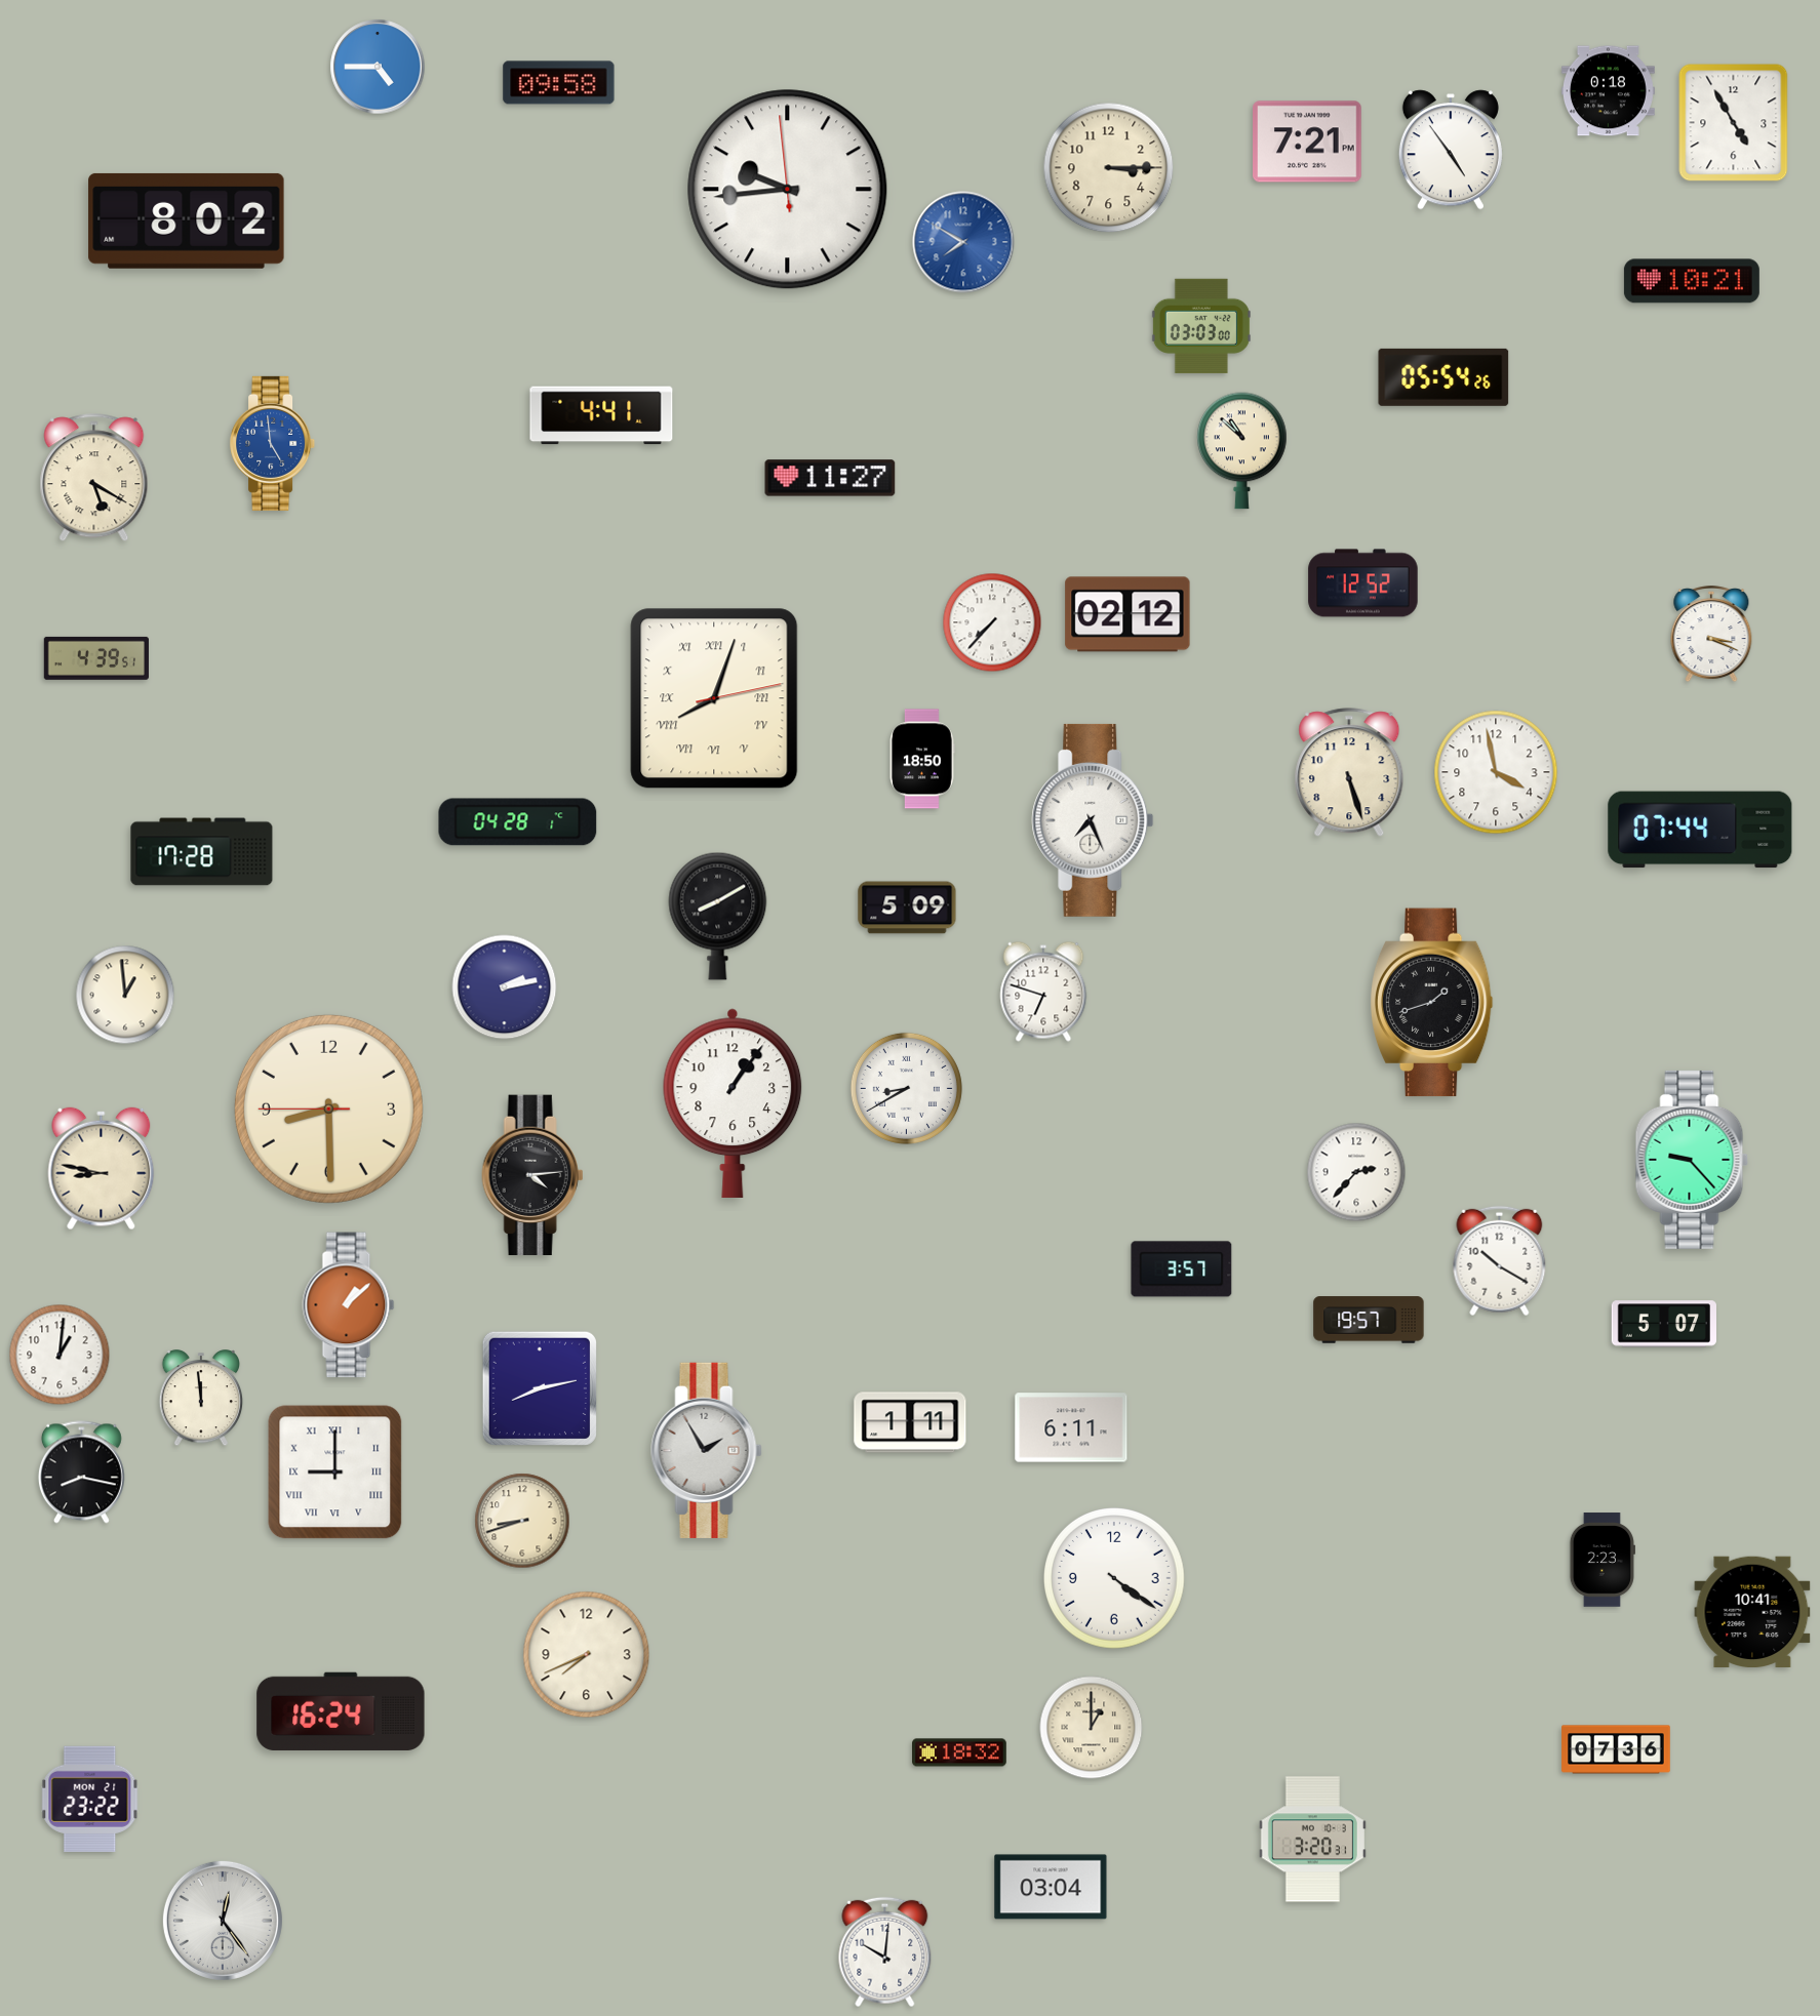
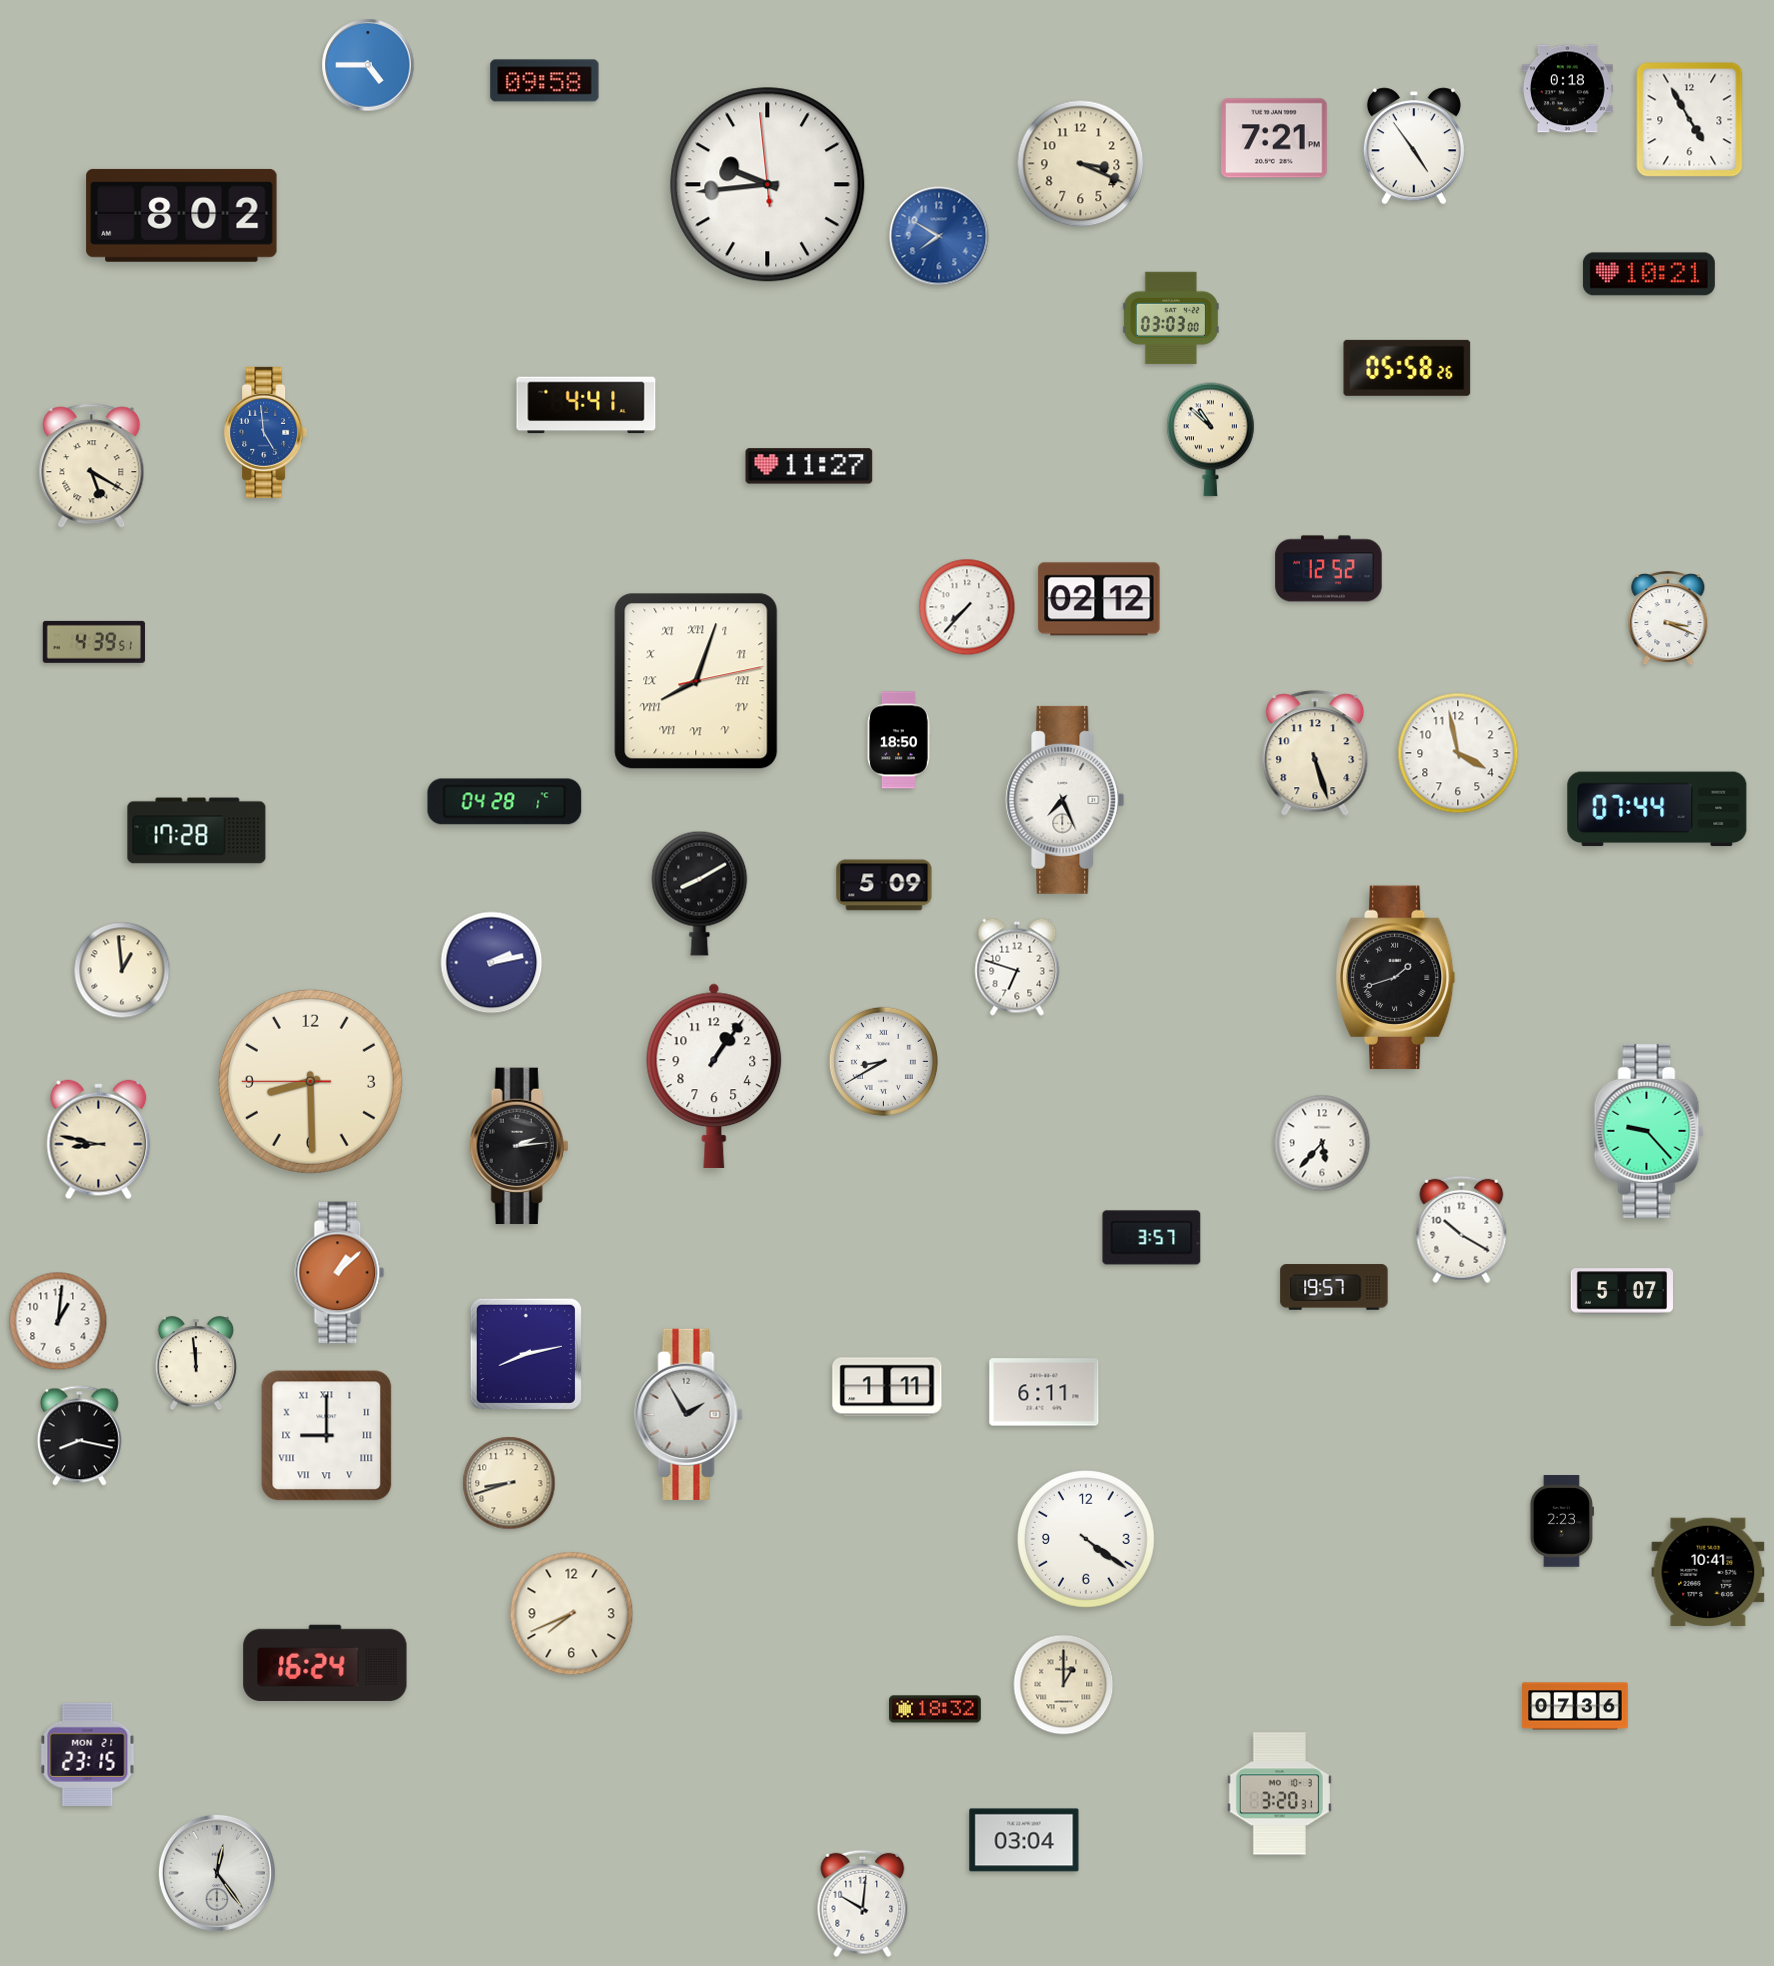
clock at (1109, 168): 3:15 -> 3:19
clock at (1443, 377): 05:54 -> 05:58
clock at (328, 1108) position: (328, 1108) -> (310, 1081)
clock at (1356, 1172): 2:37 -> 5:37
clock at (532, 1175): 4:14 -> 2:14
clock at (341, 1711) position: (341, 1711) -> (325, 1663)
clock at (90, 1799): 23:22 -> 23:15
